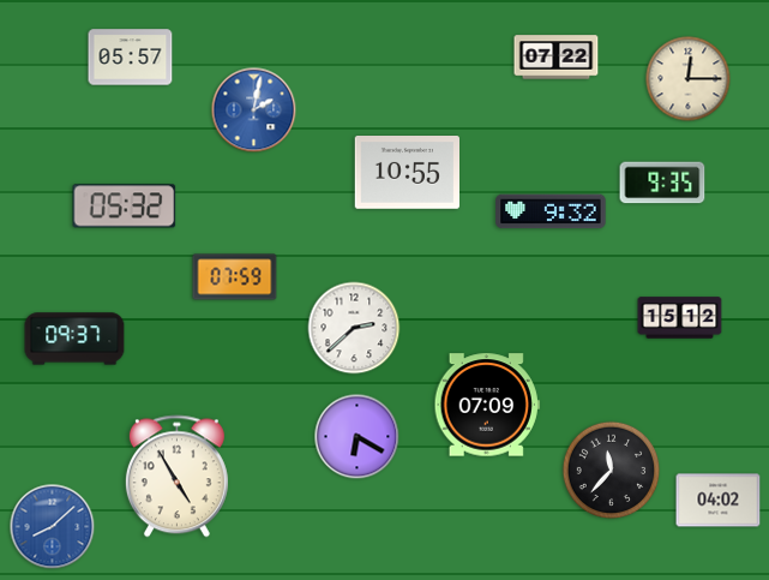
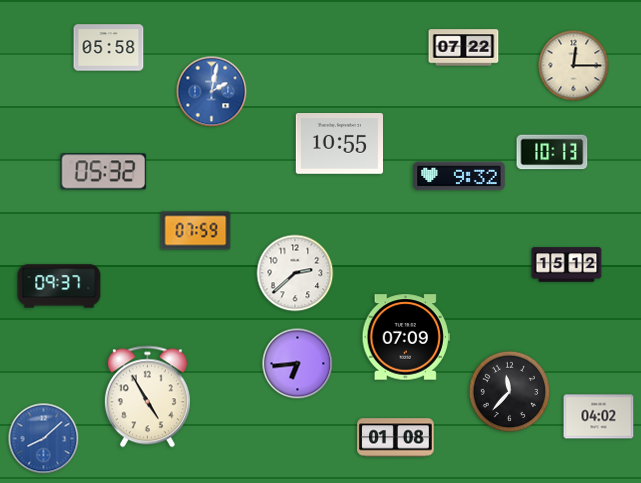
clock at (131, 58): 05:57 -> 05:58
clock at (662, 183): 9:35 -> 10:13
clock at (74, 339) position: (74, 339) -> (59, 286)
clock at (358, 437): 6:20 -> 6:44
clock at (396, 438): none -> 01:08
